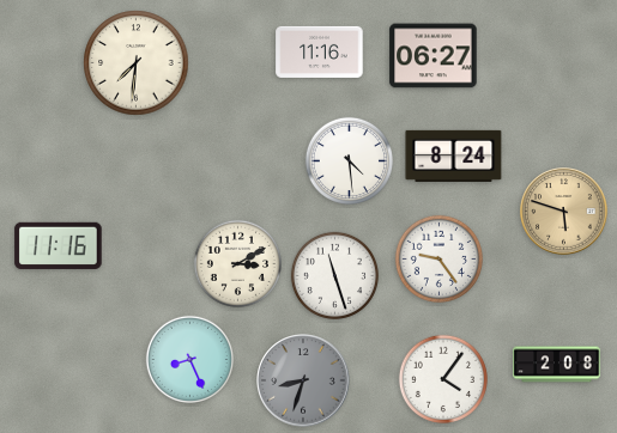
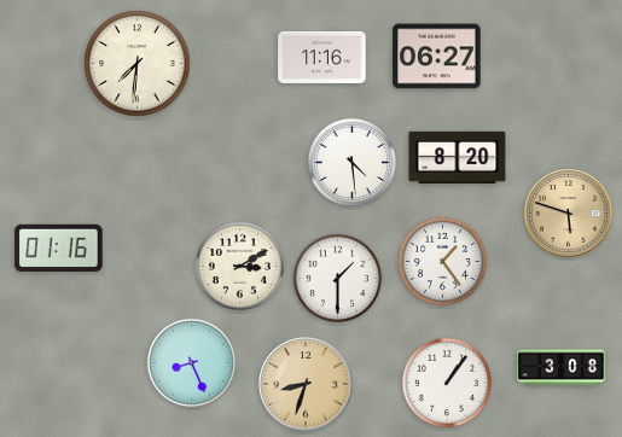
clock at (320, 51) position: (320, 51) -> (322, 57)
clock at (454, 155): 8:24 -> 8:20
clock at (59, 245): 11:16 -> 01:16
clock at (438, 258): 9:24 -> 1:24
clock at (334, 275): 11:27 -> 1:30
clock at (557, 365): 2:08 -> 3:08
clock at (443, 379): 4:06 -> 1:06
clock at (303, 380) dial: grey -> champagne
